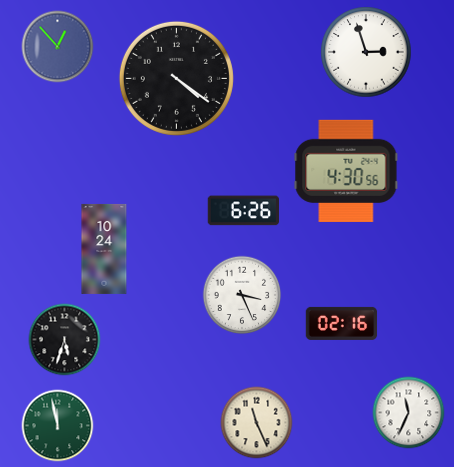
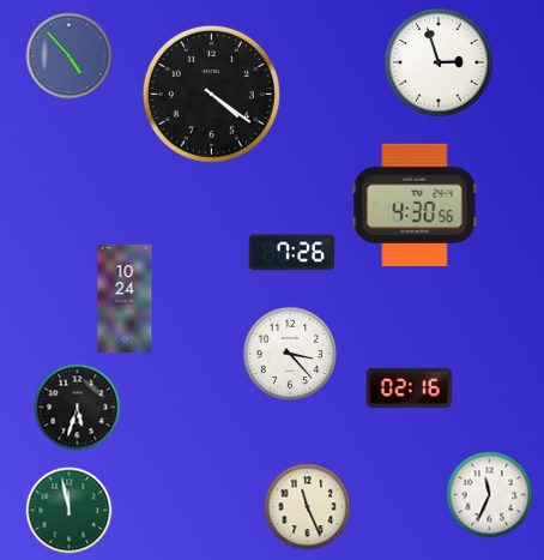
clock at (58, 47): 12:53 -> 4:53
clock at (243, 211): 6:26 -> 7:26
clock at (242, 295): 3:26 -> 3:23
